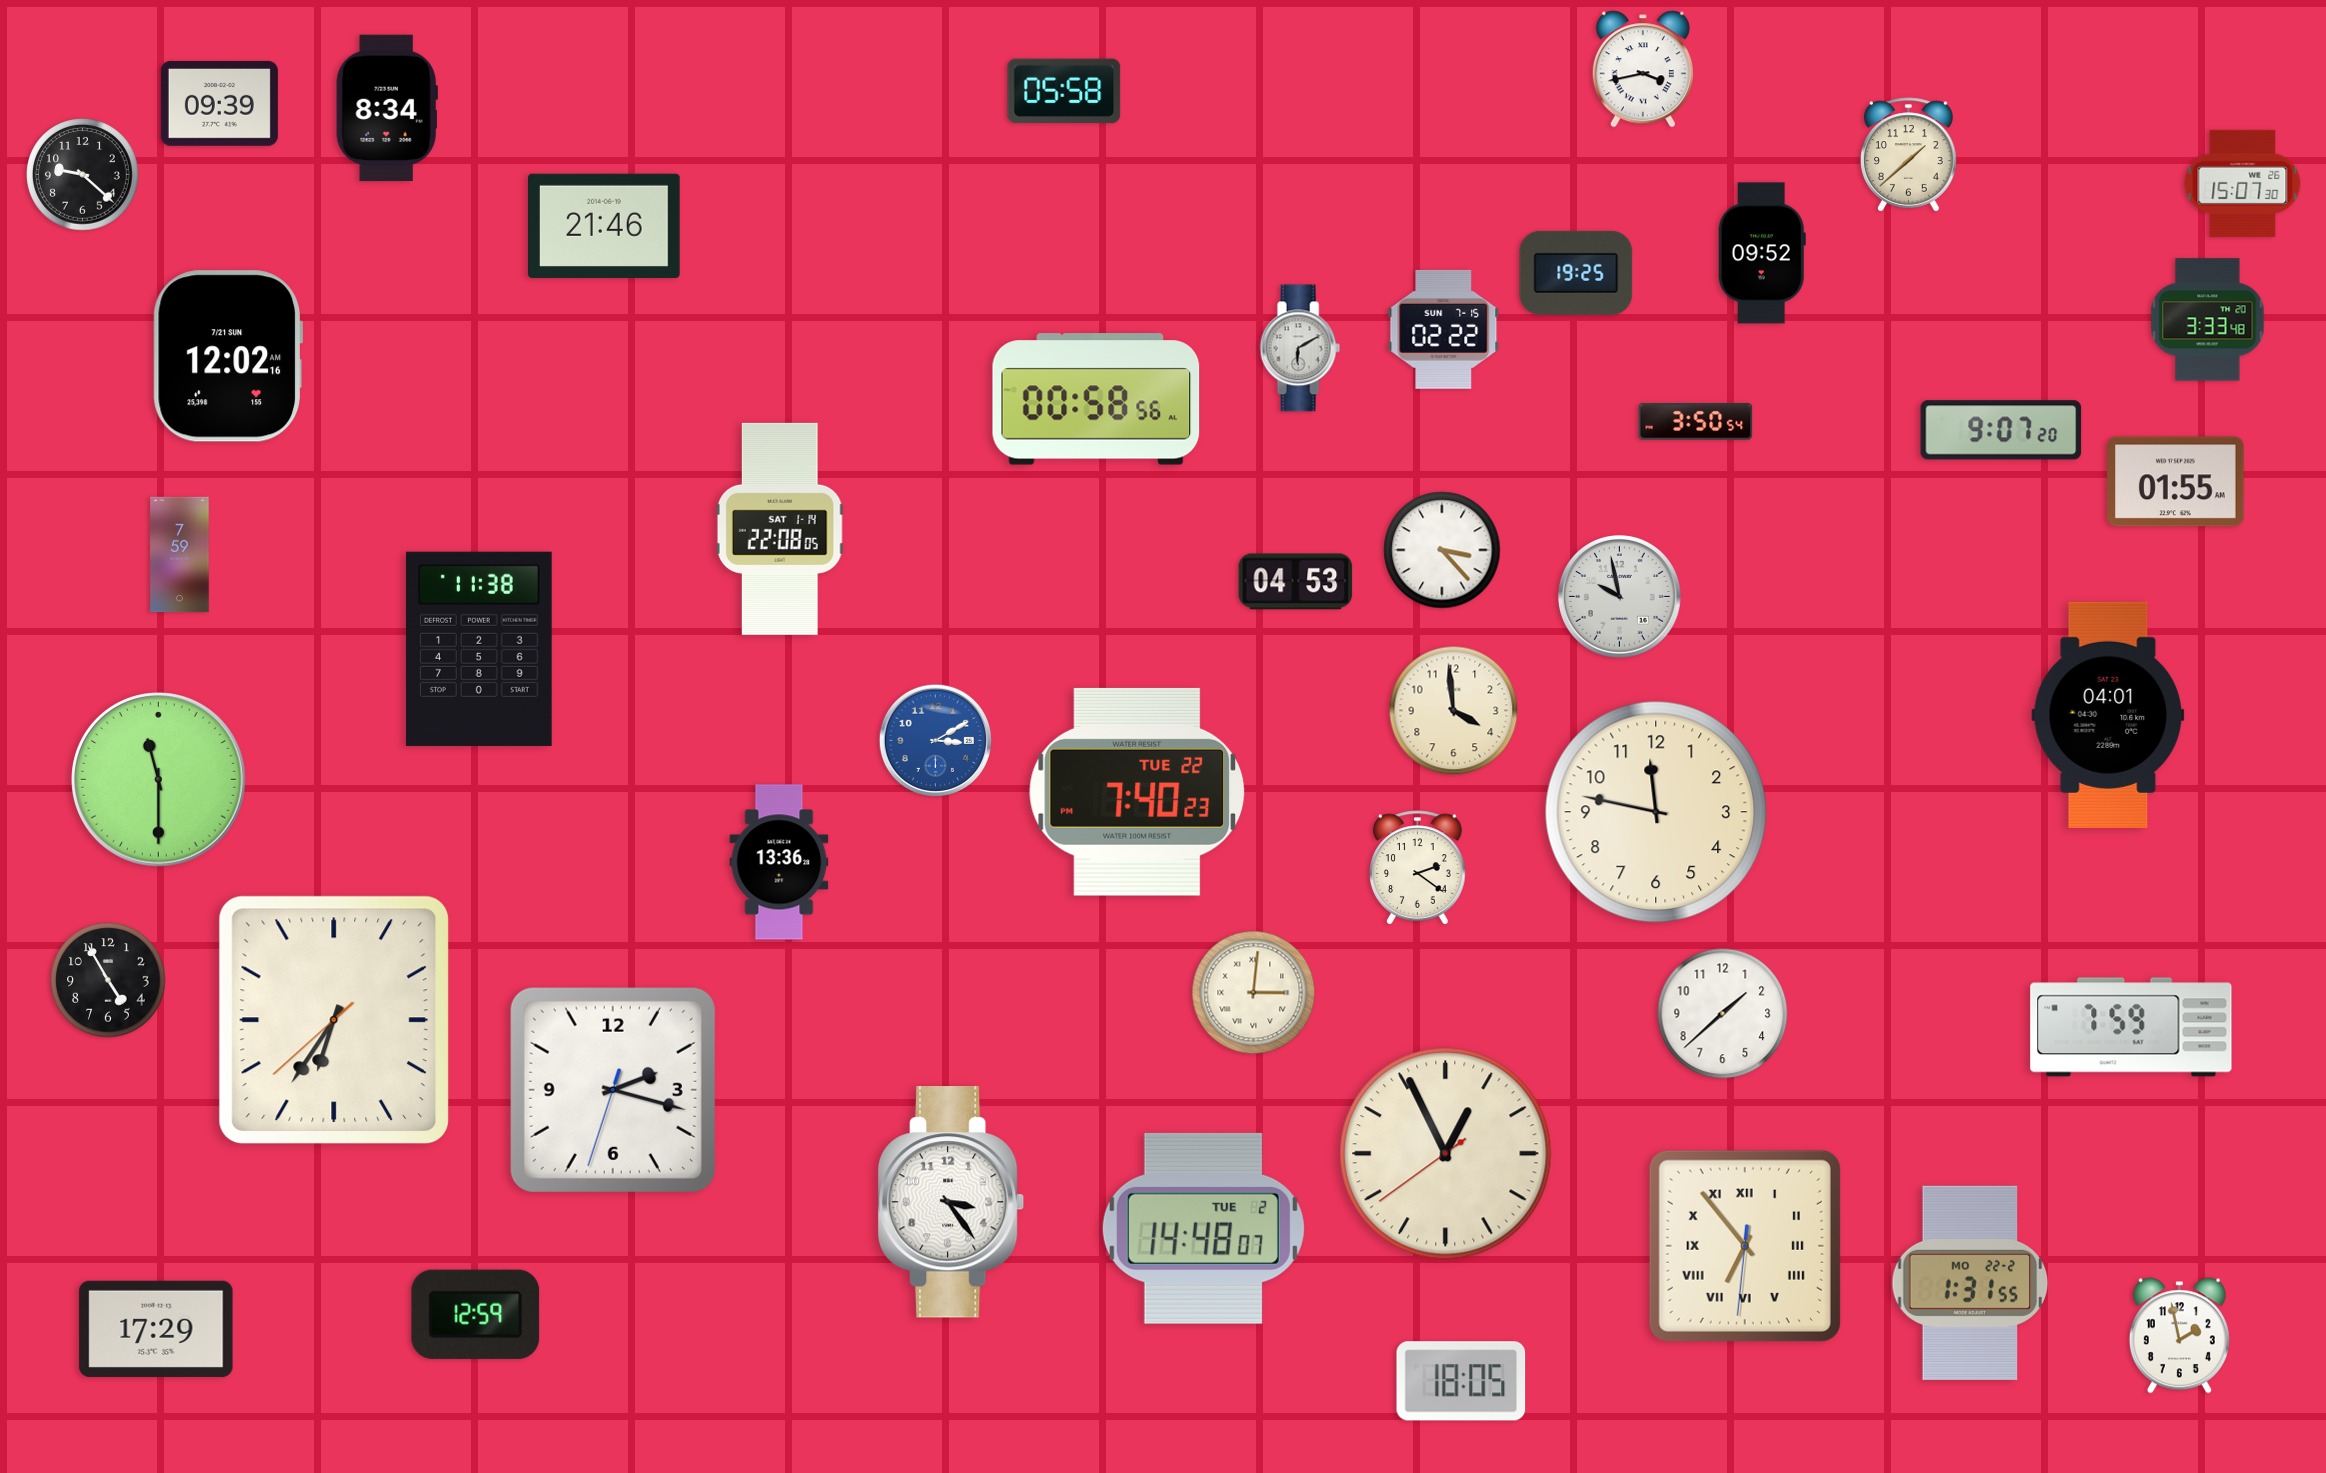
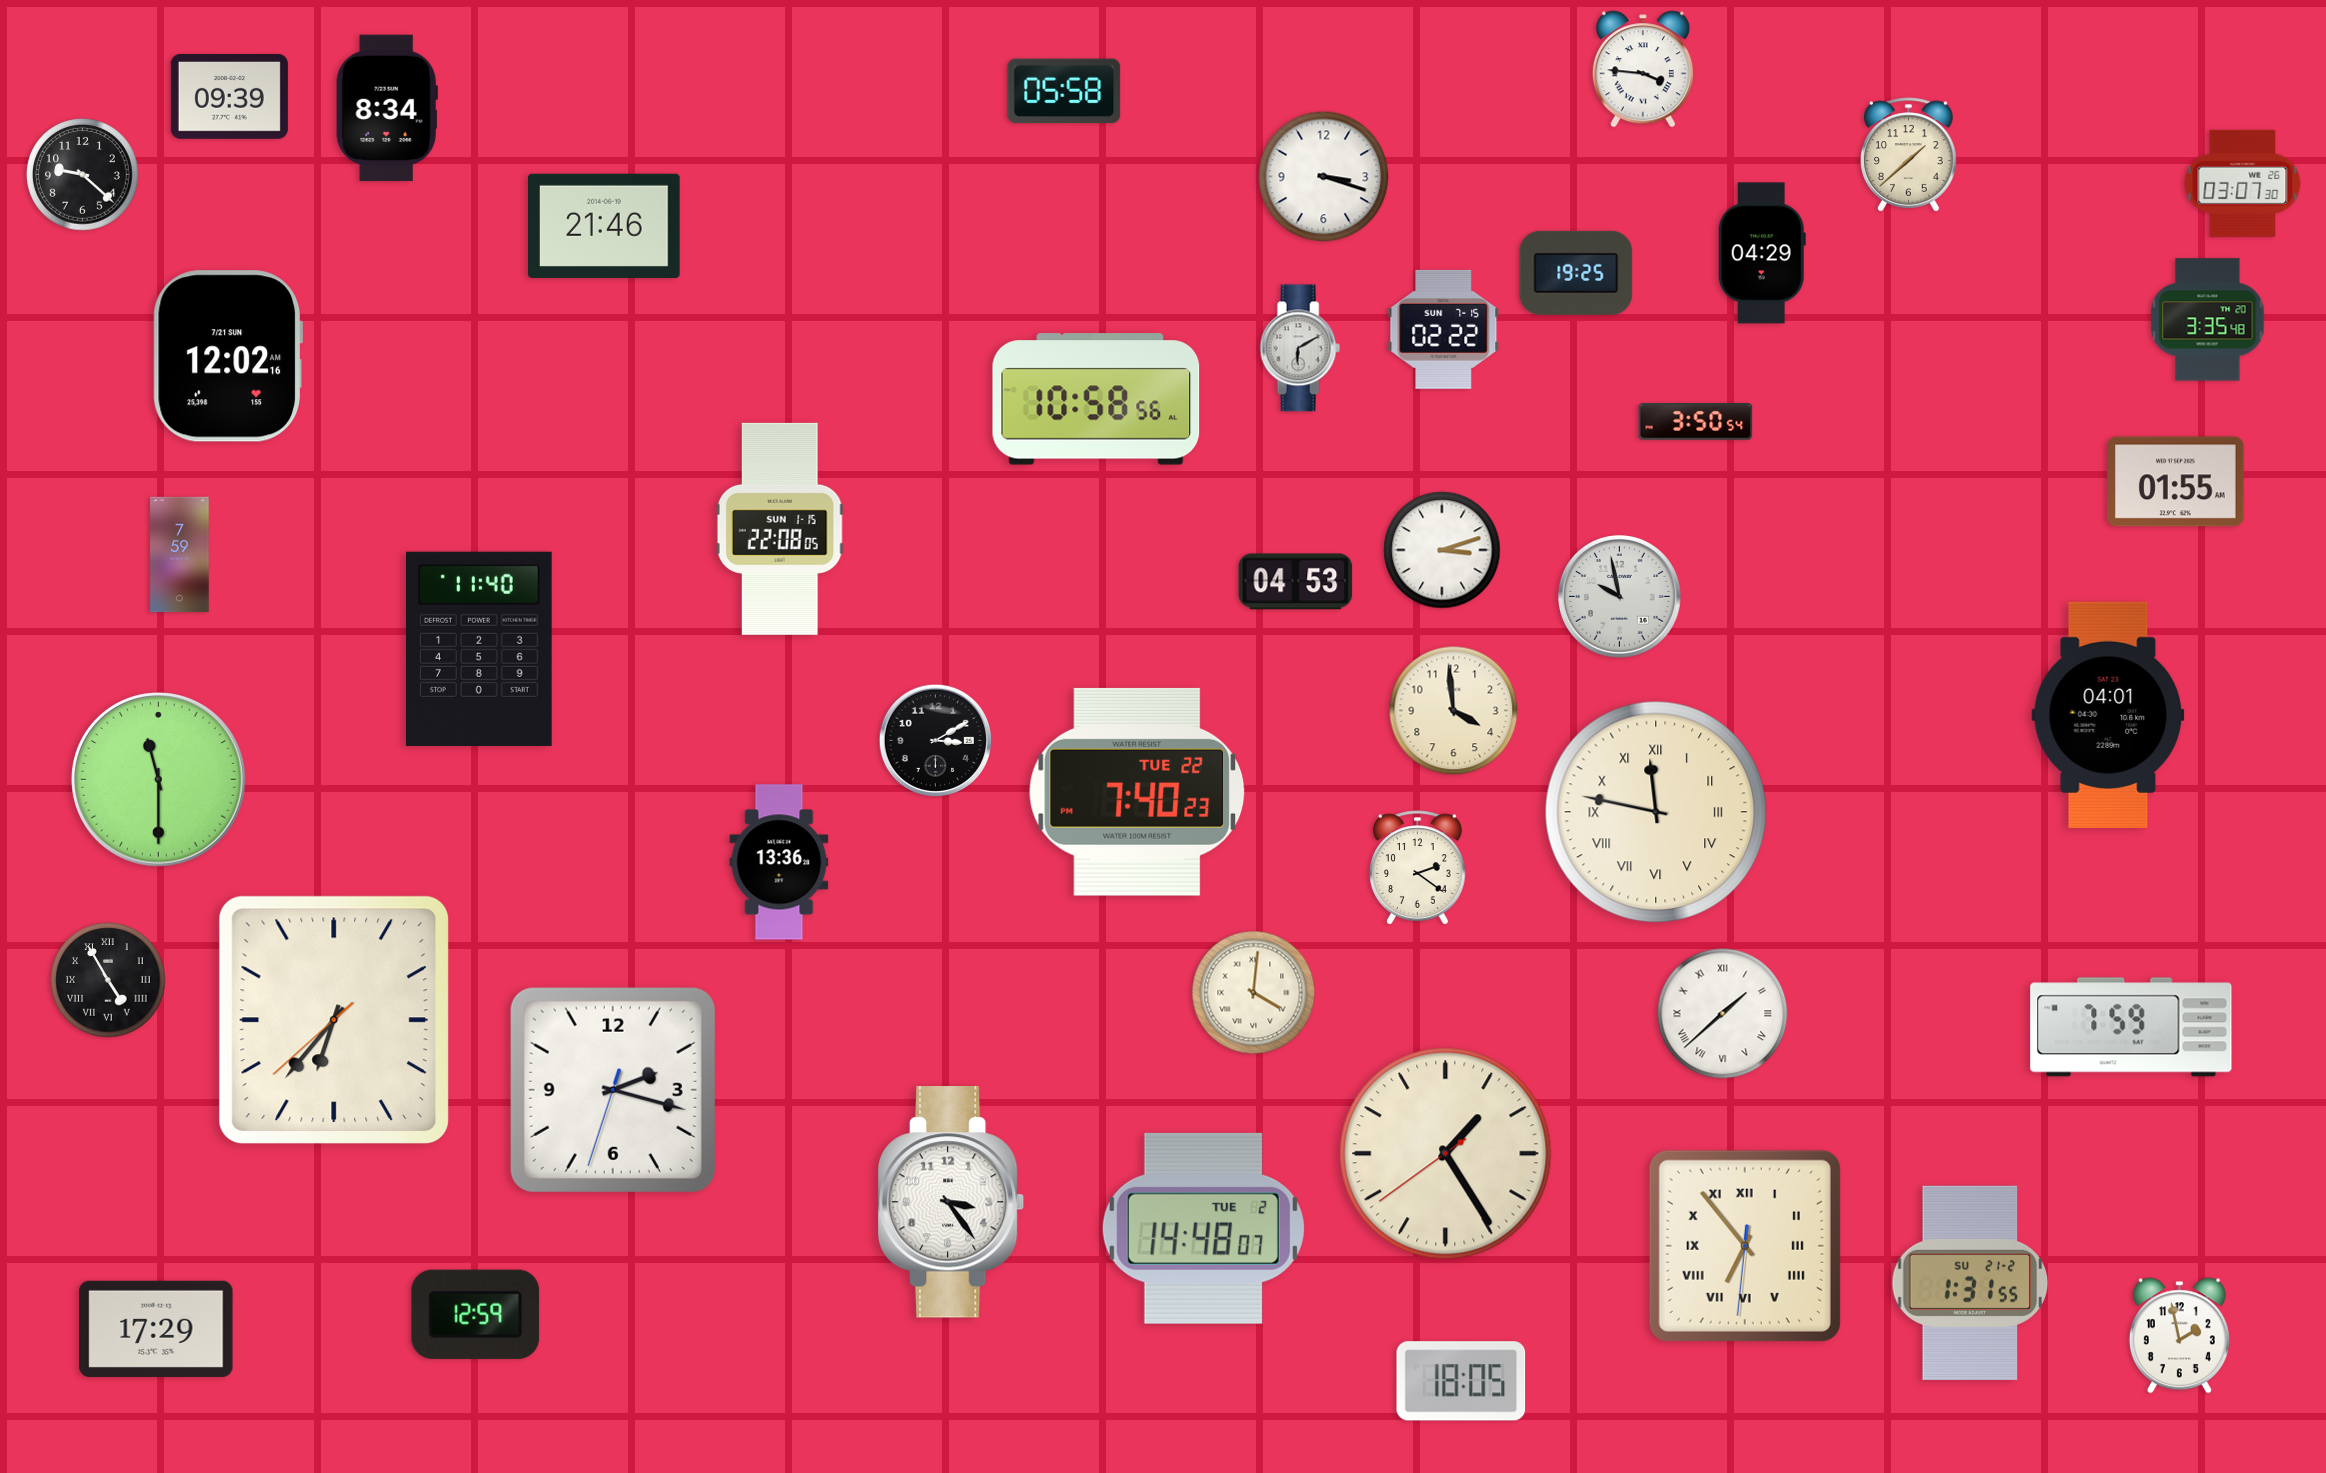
clock at (1643, 69): 3:43 -> 3:46
clock at (219, 103) position: (219, 103) -> (229, 96)
clock at (1324, 177): none -> 3:18
clock at (2243, 183): 15:07 -> 03:07
clock at (1762, 253): 09:52 -> 04:29
clock at (2208, 320): 3:33 -> 3:35
clock at (1096, 399): 00:58 -> 10:58
clock at (2001, 430): 9:07 -> none
clock at (780, 529) date: SAT 1-14 -> SUN 1-15
clock at (1442, 550): 3:23 -> 3:12
clock at (479, 649): 11:38 -> 11:40
clock at (935, 740) dial: blue -> black
clock at (1656, 812) numerals: Arabic -> Roman
clock at (108, 980) numerals: Arabic -> Roman
clock at (1254, 993): 3:01 -> 4:01
clock at (1723, 1014) numerals: Arabic -> Roman
clock at (334, 1020): 6:35 -> 6:36
clock at (1446, 1154): 12:55 -> 1:24
clock at (1970, 1283) date: MO 22-2 -> SU 21-2
